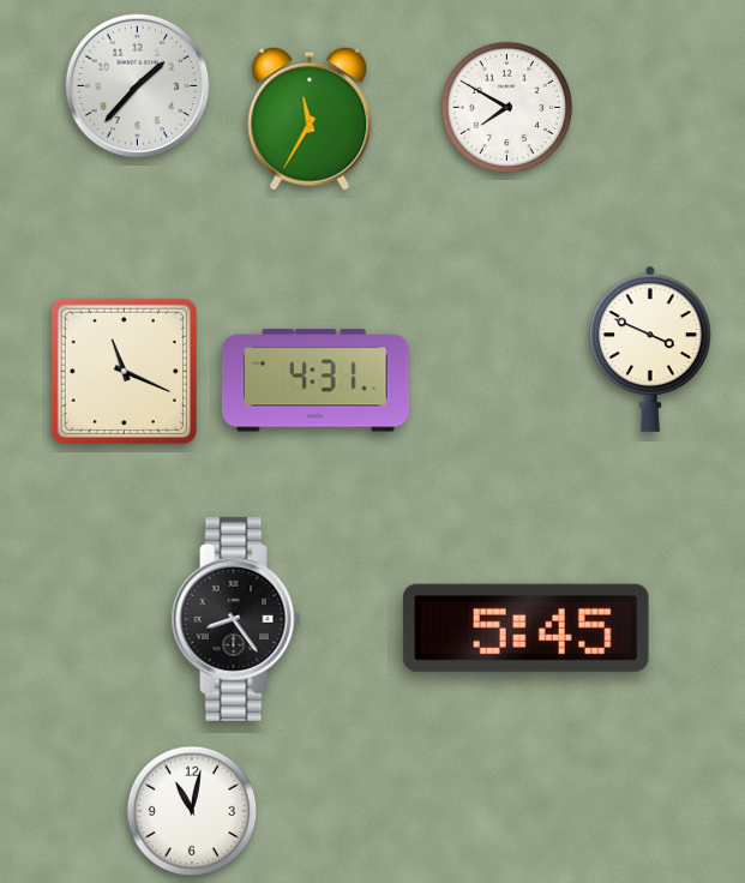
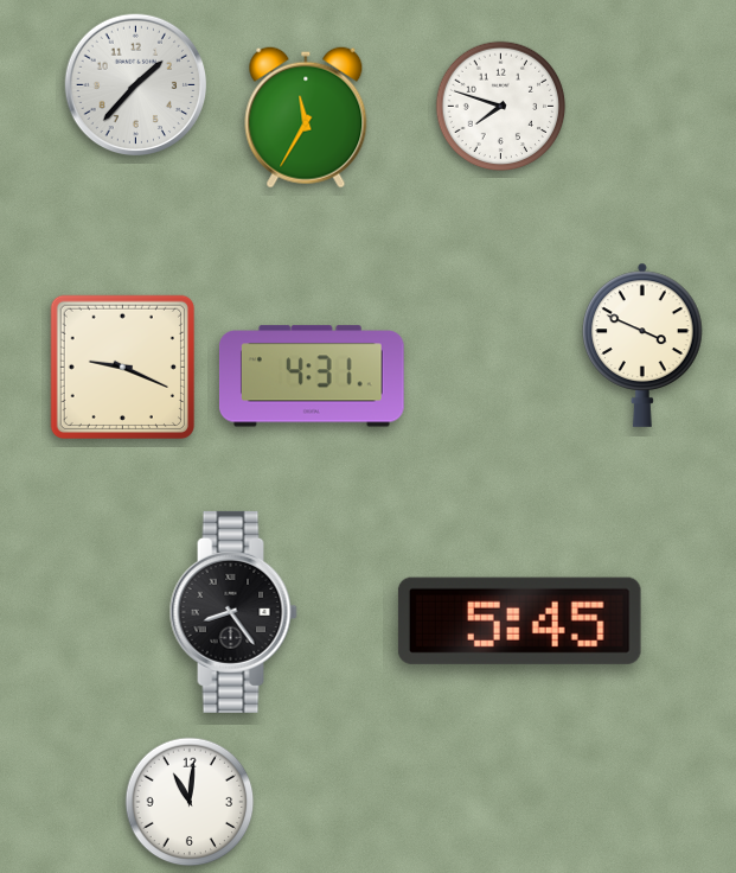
clock at (507, 108): 7:50 -> 7:48
clock at (124, 371): 11:19 -> 9:19
clock at (192, 811): 11:02 -> 11:01
